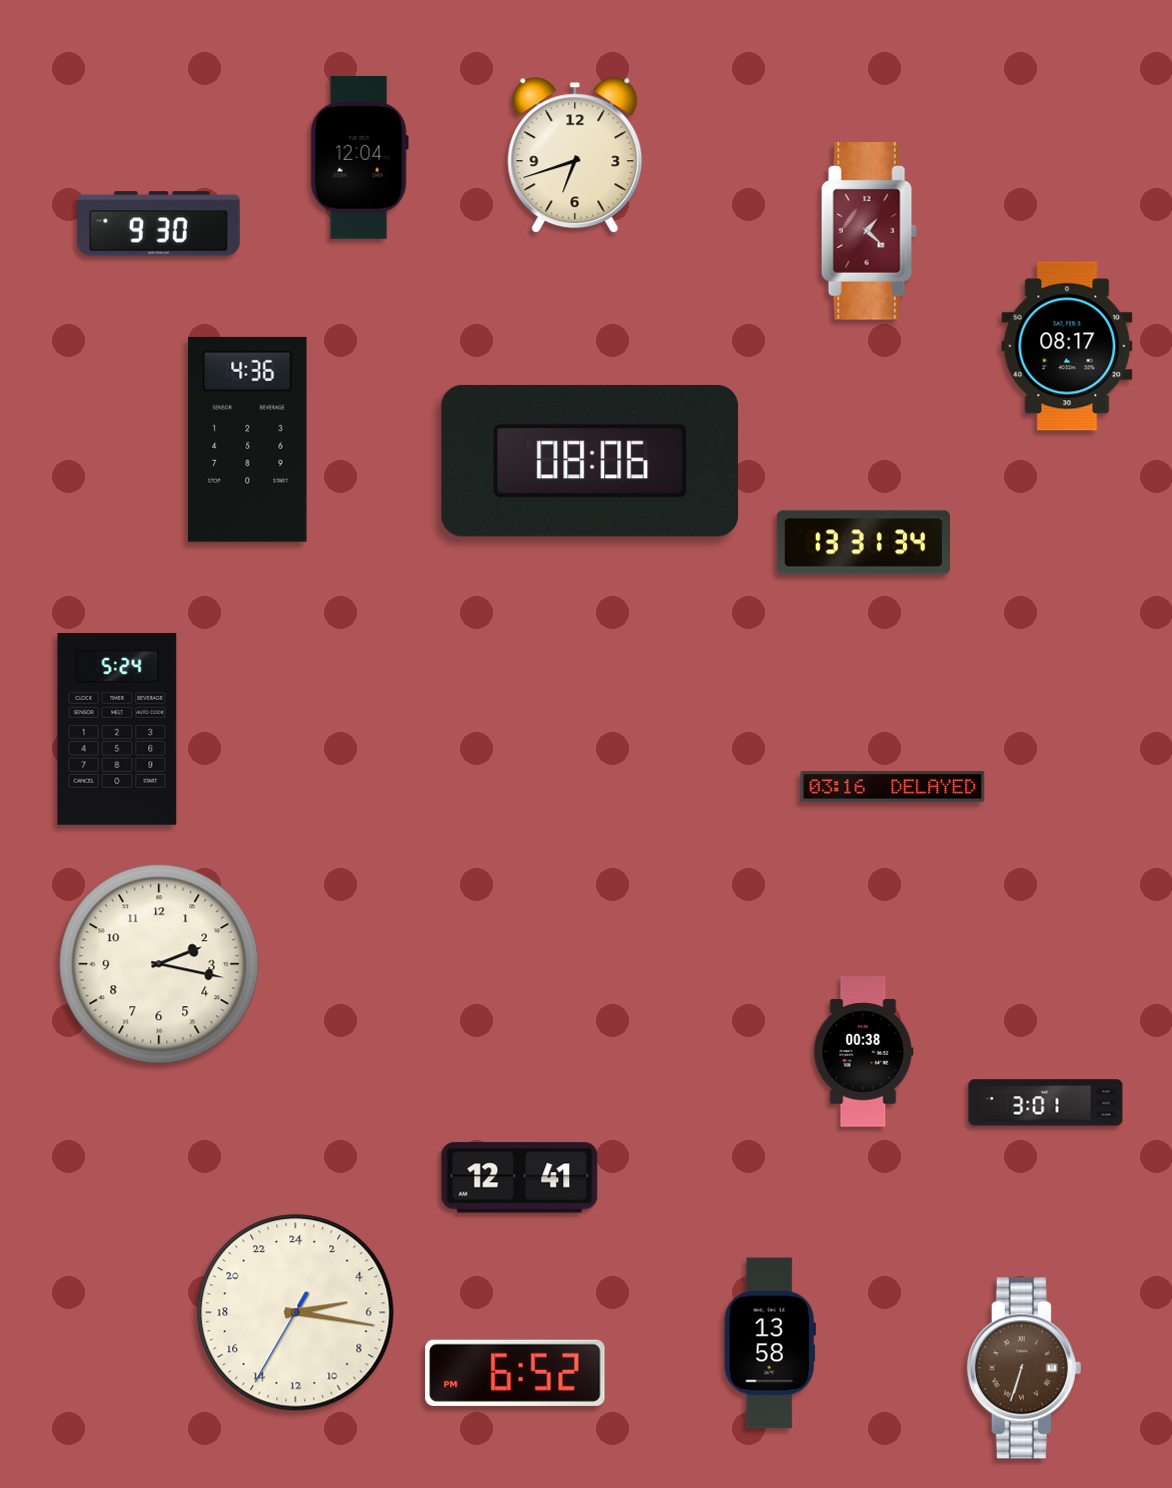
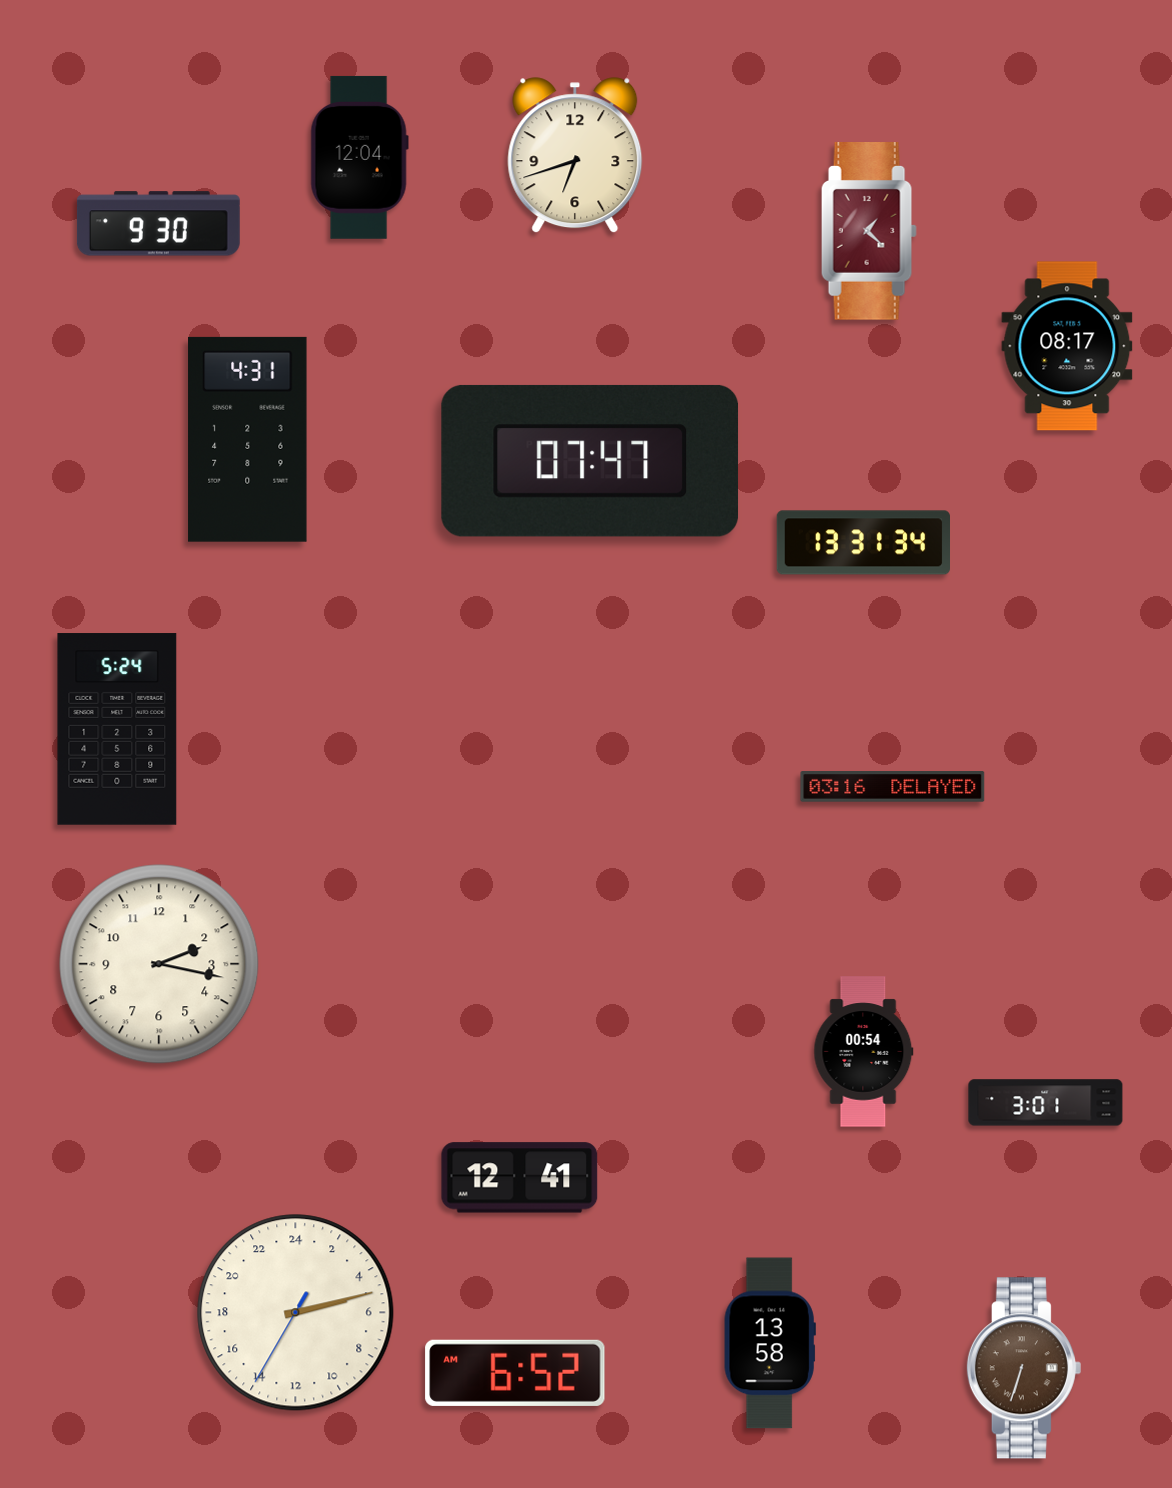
clock at (248, 439): 4:36 -> 4:31
clock at (590, 461): 08:06 -> 07:47
clock at (864, 1052): 00:38 -> 00:54
clock at (296, 1313): 5:16 -> 5:12
clock at (515, 1373): 6:52 PM -> 6:52 AM
